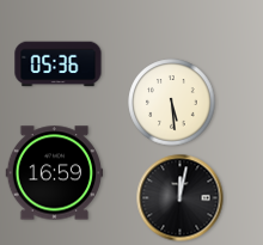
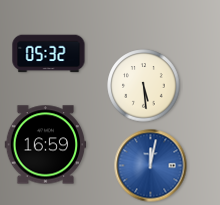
clock at (59, 65): 05:36 -> 05:32
clock at (181, 198) dial: black -> blue
